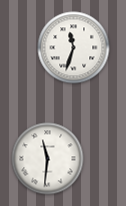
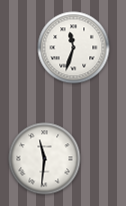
clock at (48, 159) position: (48, 159) -> (45, 159)
